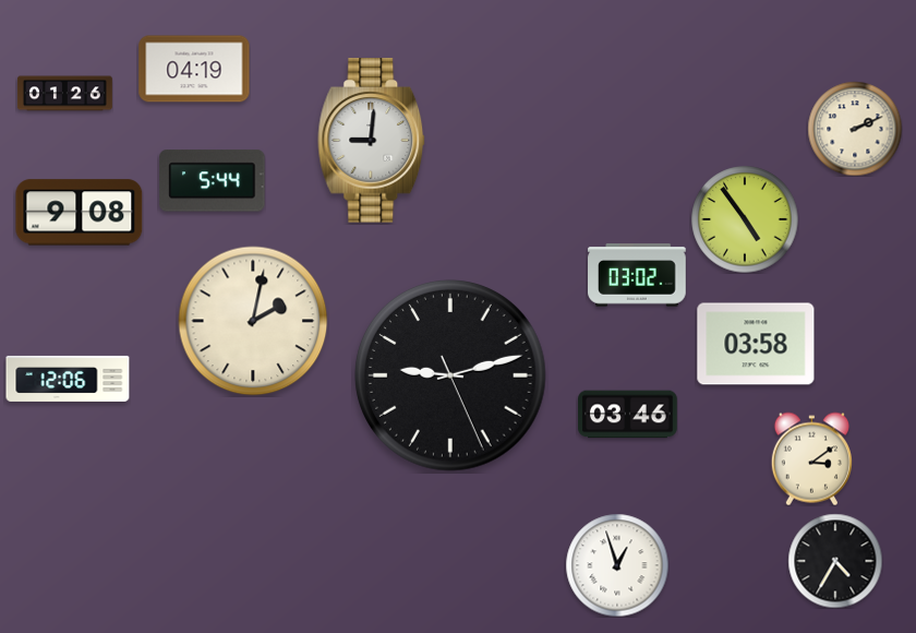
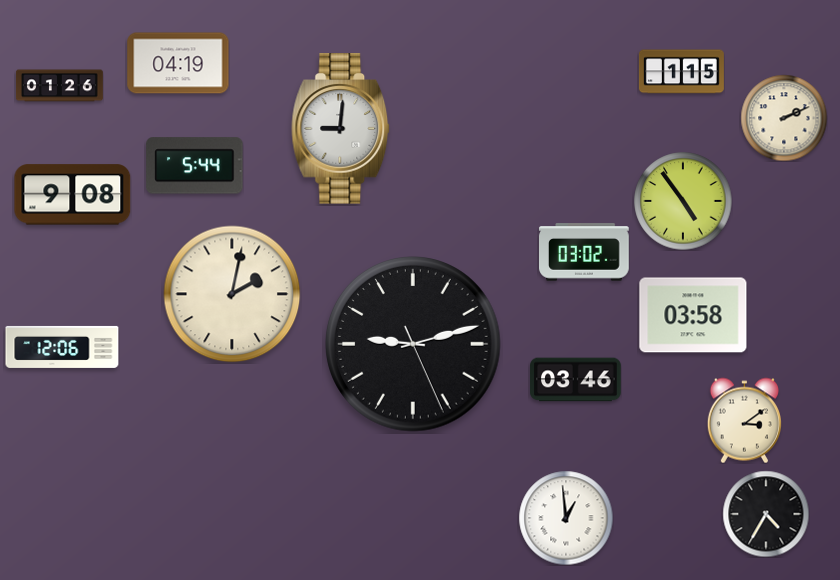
clock at (681, 72): none -> 1:15
clock at (617, 565): 12:57 -> 12:59
